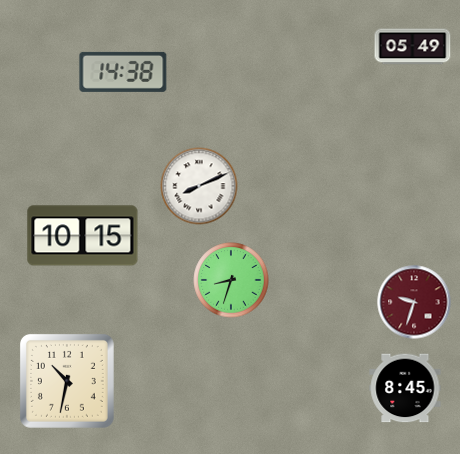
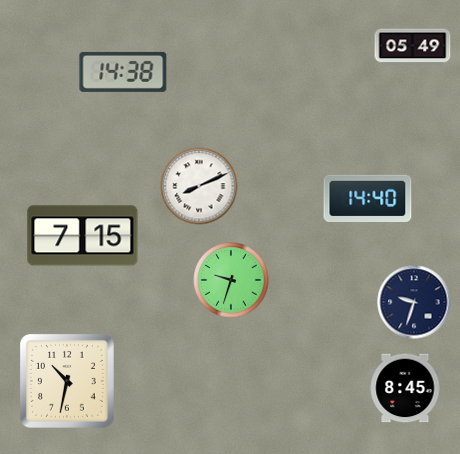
clock at (368, 198): none -> 14:40
clock at (83, 236): 10:15 -> 7:15
clock at (231, 280): 8:33 -> 9:33
clock at (414, 302) dial: burgundy -> navy
